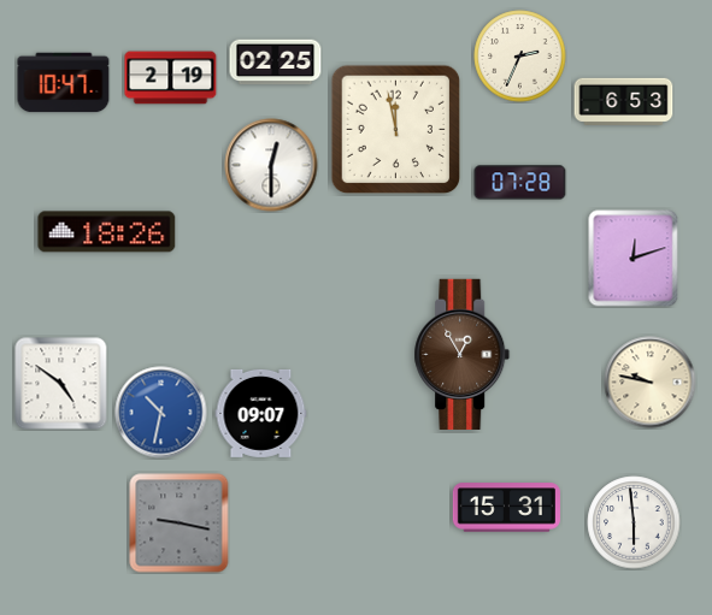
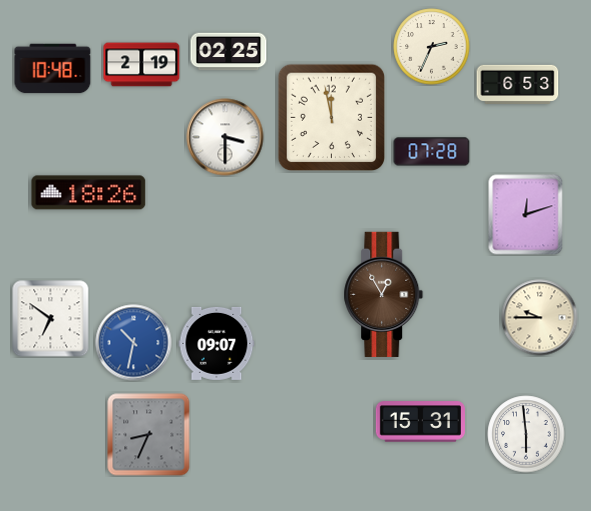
clock at (64, 83): 10:47 -> 10:48
clock at (396, 130) position: (396, 130) -> (332, 118)
clock at (271, 165): 12:30 -> 3:30
clock at (651, 383): 9:47 -> 9:45
clock at (61, 384): 4:51 -> 6:51
clock at (180, 524): 9:17 -> 8:34
